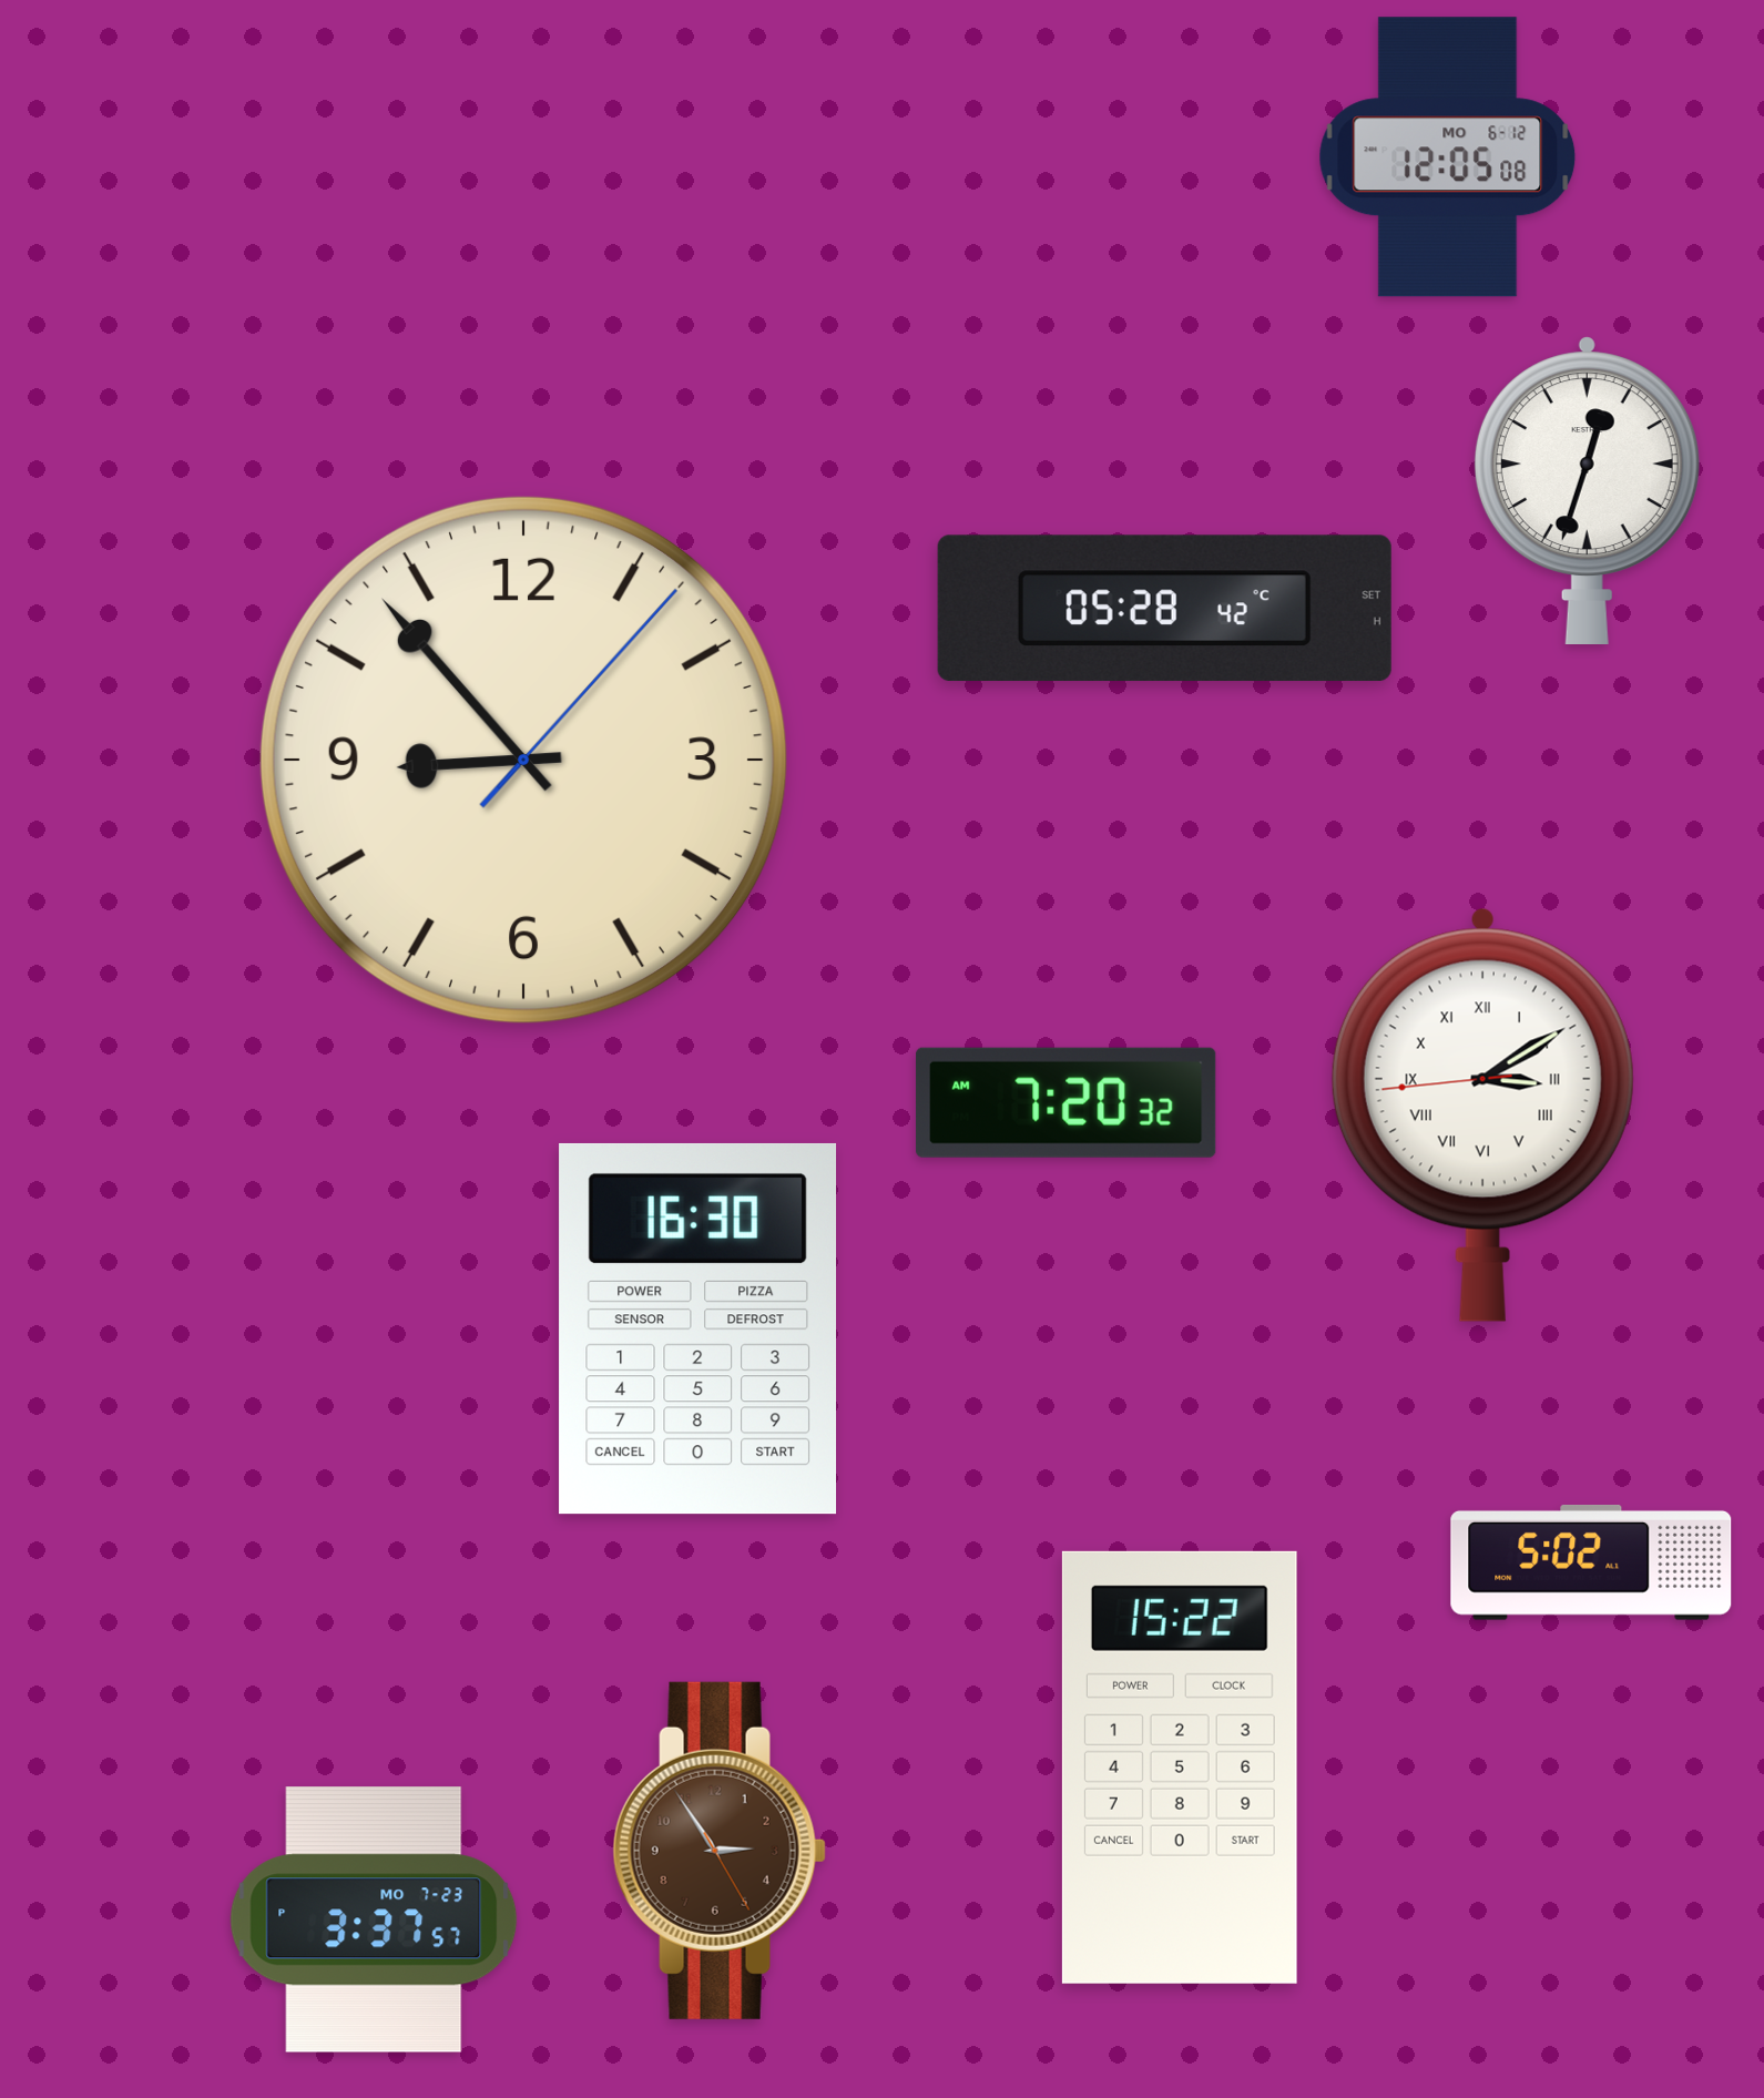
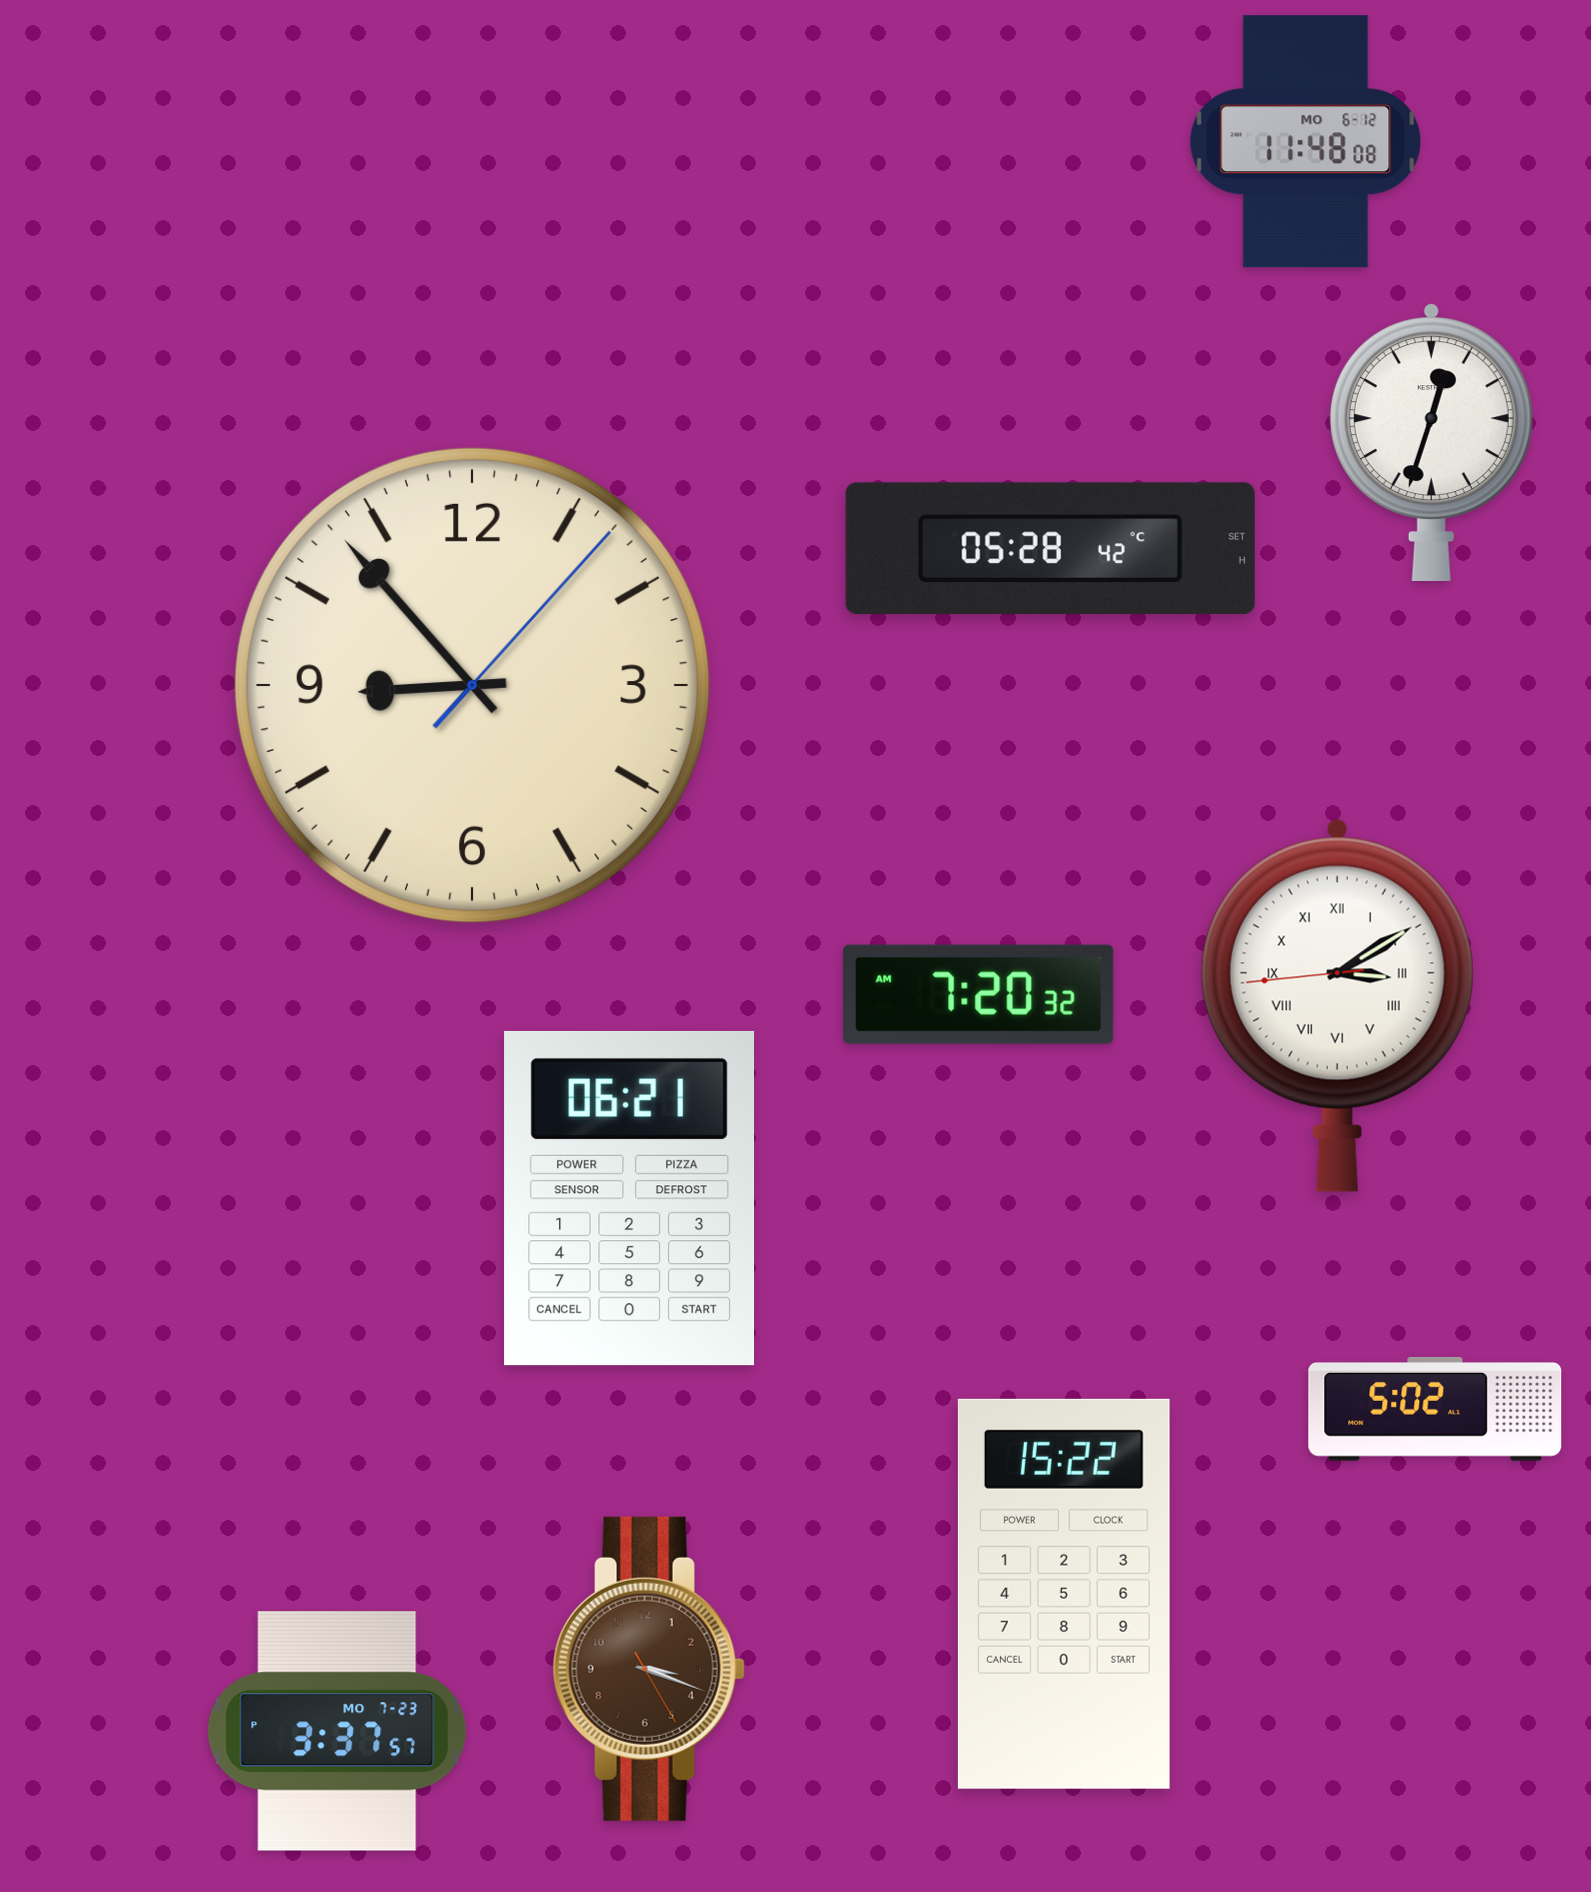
clock at (1448, 157): 12:05 -> 11:48
clock at (1067, 1102) position: (1067, 1102) -> (979, 994)
clock at (699, 1328): 16:30 -> 06:21
clock at (720, 1851): 2:54 -> 3:18
